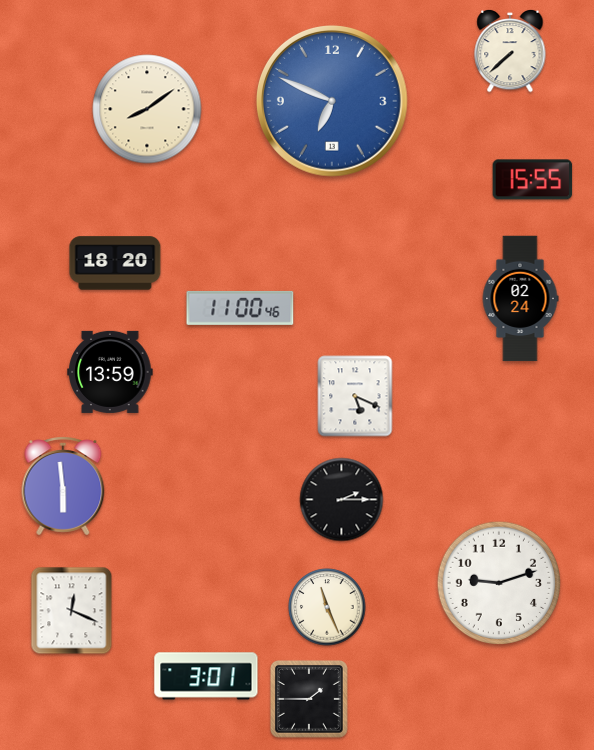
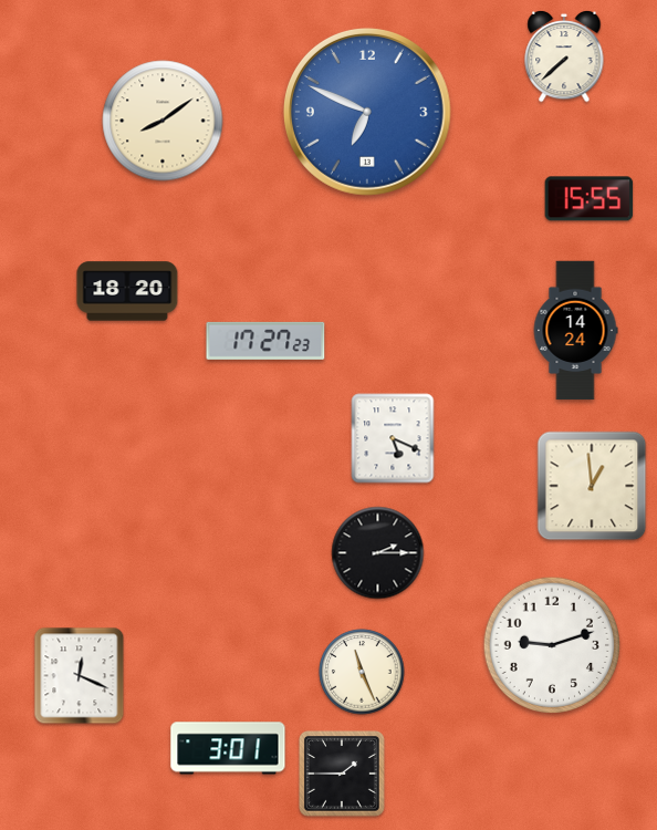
clock at (520, 299): 02:24 -> 14:24
clock at (240, 308): 11:00 -> 17:27
clock at (110, 372): 13:59 -> none
clock at (592, 486): none -> 12:59
clock at (63, 486): 5:59 -> none
